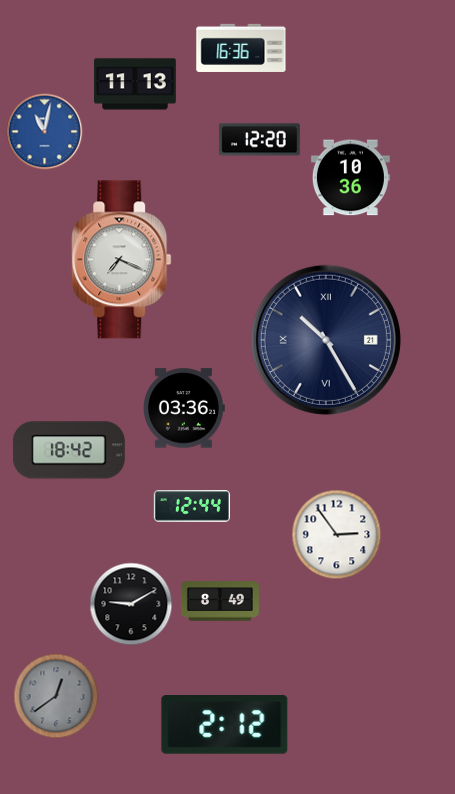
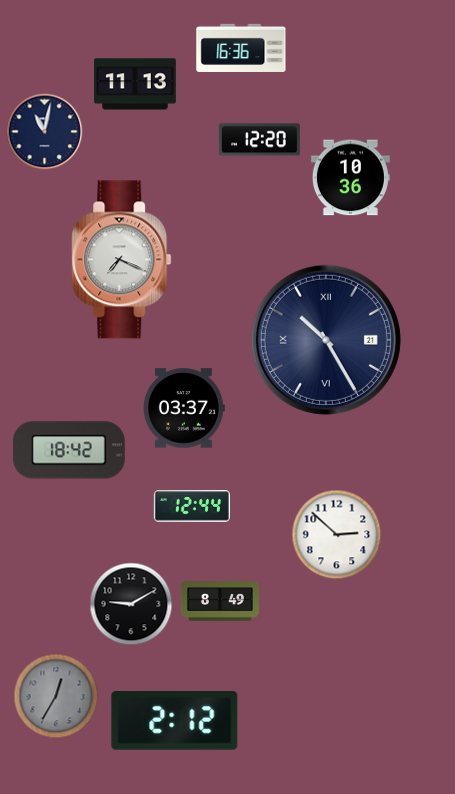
clock at (45, 132) dial: blue -> navy
clock at (184, 408): 03:36 -> 03:37
clock at (337, 535): 2:54 -> 2:52
clock at (56, 696): 12:39 -> 12:35
clock at (225, 725) position: (225, 725) -> (175, 721)
